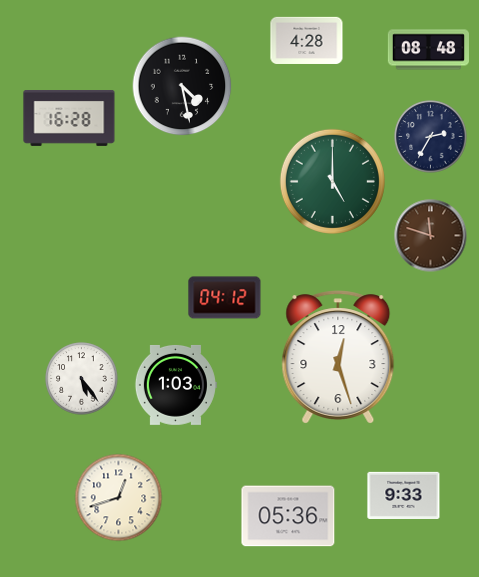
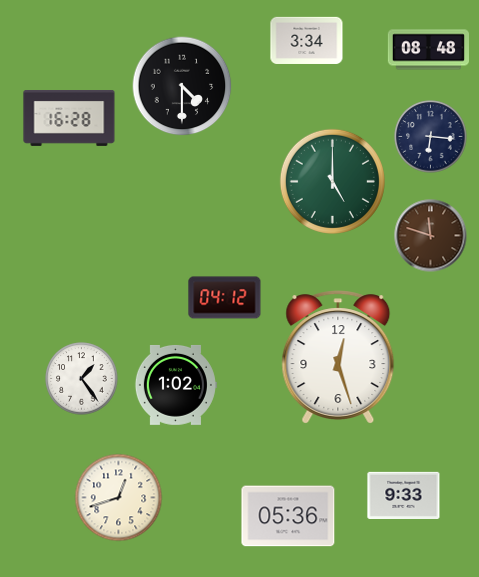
clock at (307, 40): 4:28 -> 3:34
clock at (182, 86): 4:28 -> 4:30
clock at (431, 137): 2:35 -> 6:16
clock at (82, 379): 5:24 -> 1:24
clock at (175, 385): 1:03 -> 1:02
